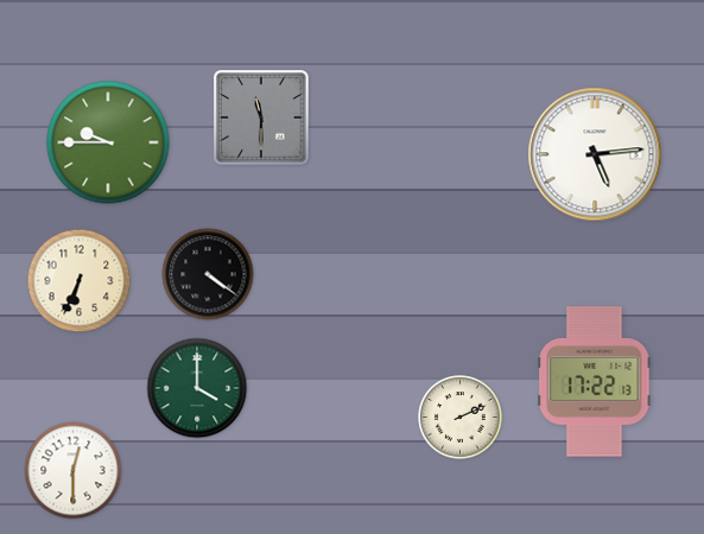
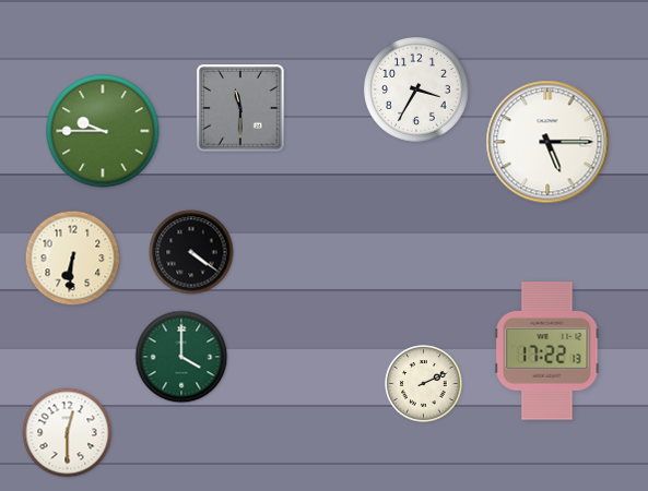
clock at (416, 89): none -> 3:35
clock at (108, 142) position: (108, 142) -> (103, 131)
clock at (595, 154): 5:14 -> 5:15
clock at (80, 281): 6:34 -> 6:31
